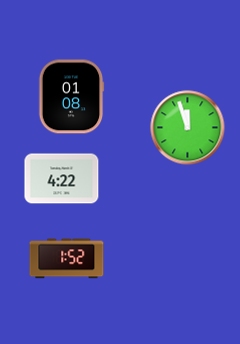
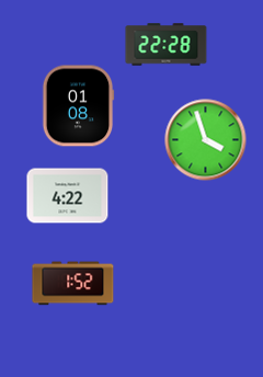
clock at (167, 45): none -> 22:28
clock at (188, 128): 11:57 -> 3:57
